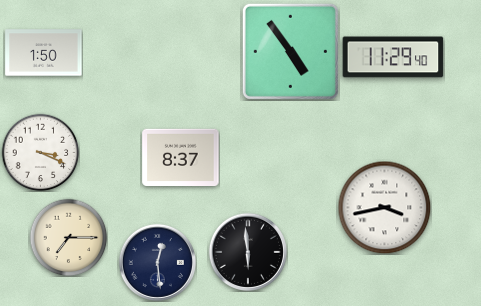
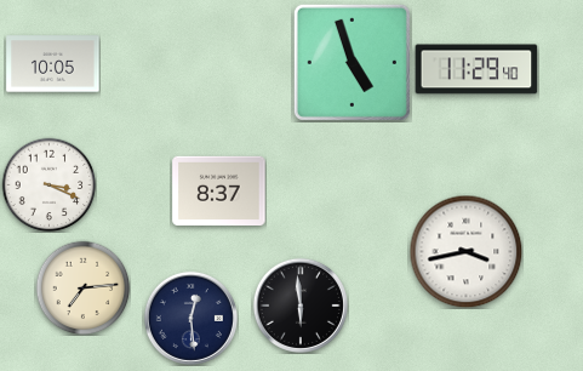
clock at (290, 51): 4:54 -> 4:57
clock at (44, 53): 1:50 -> 10:05
clock at (68, 237): 7:15 -> 7:14
